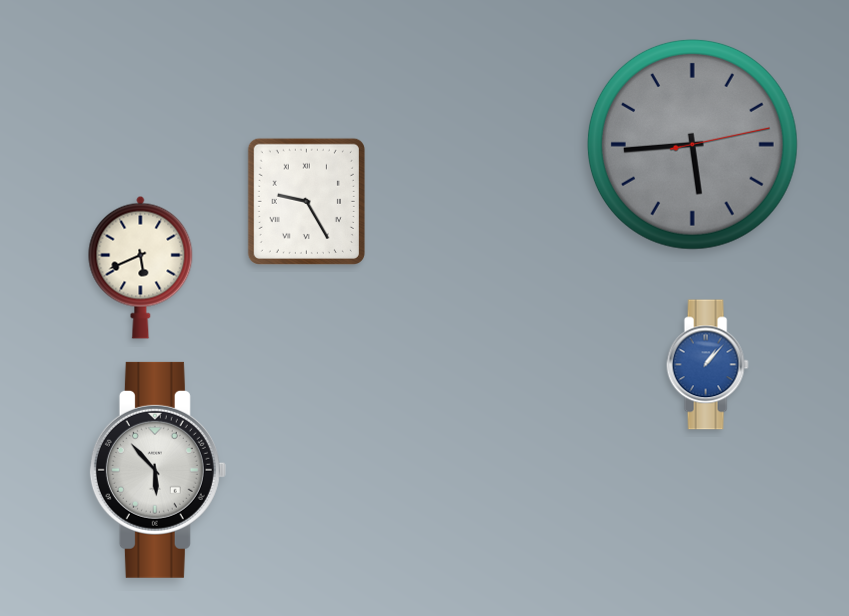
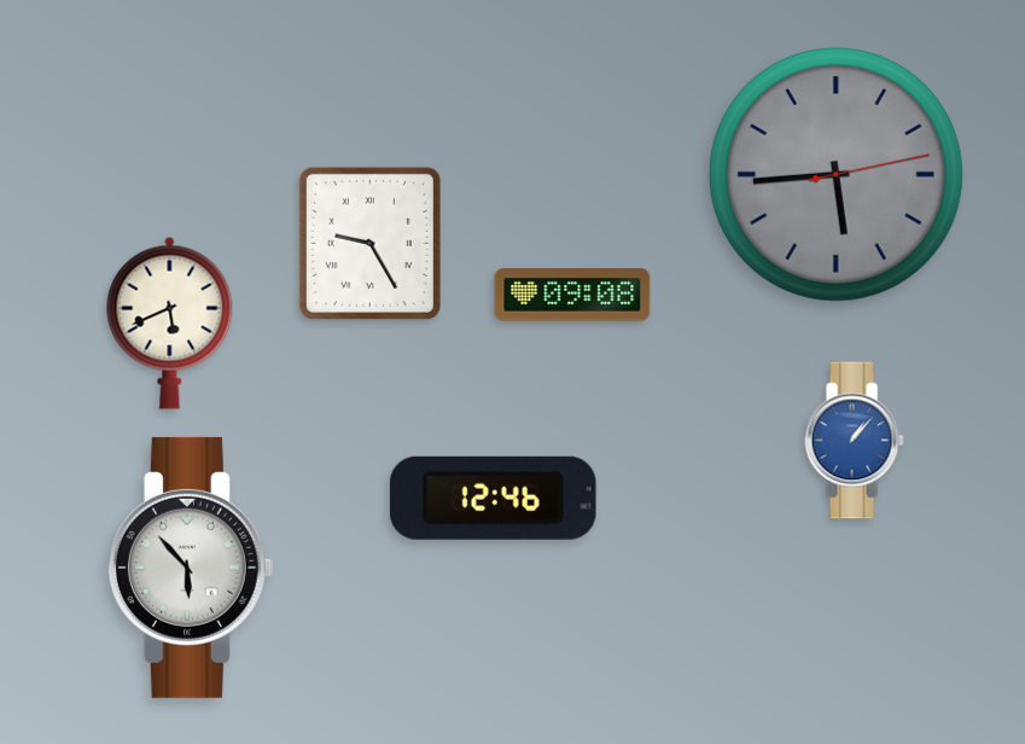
clock at (572, 295): none -> 09:08
clock at (493, 498): none -> 12:46
